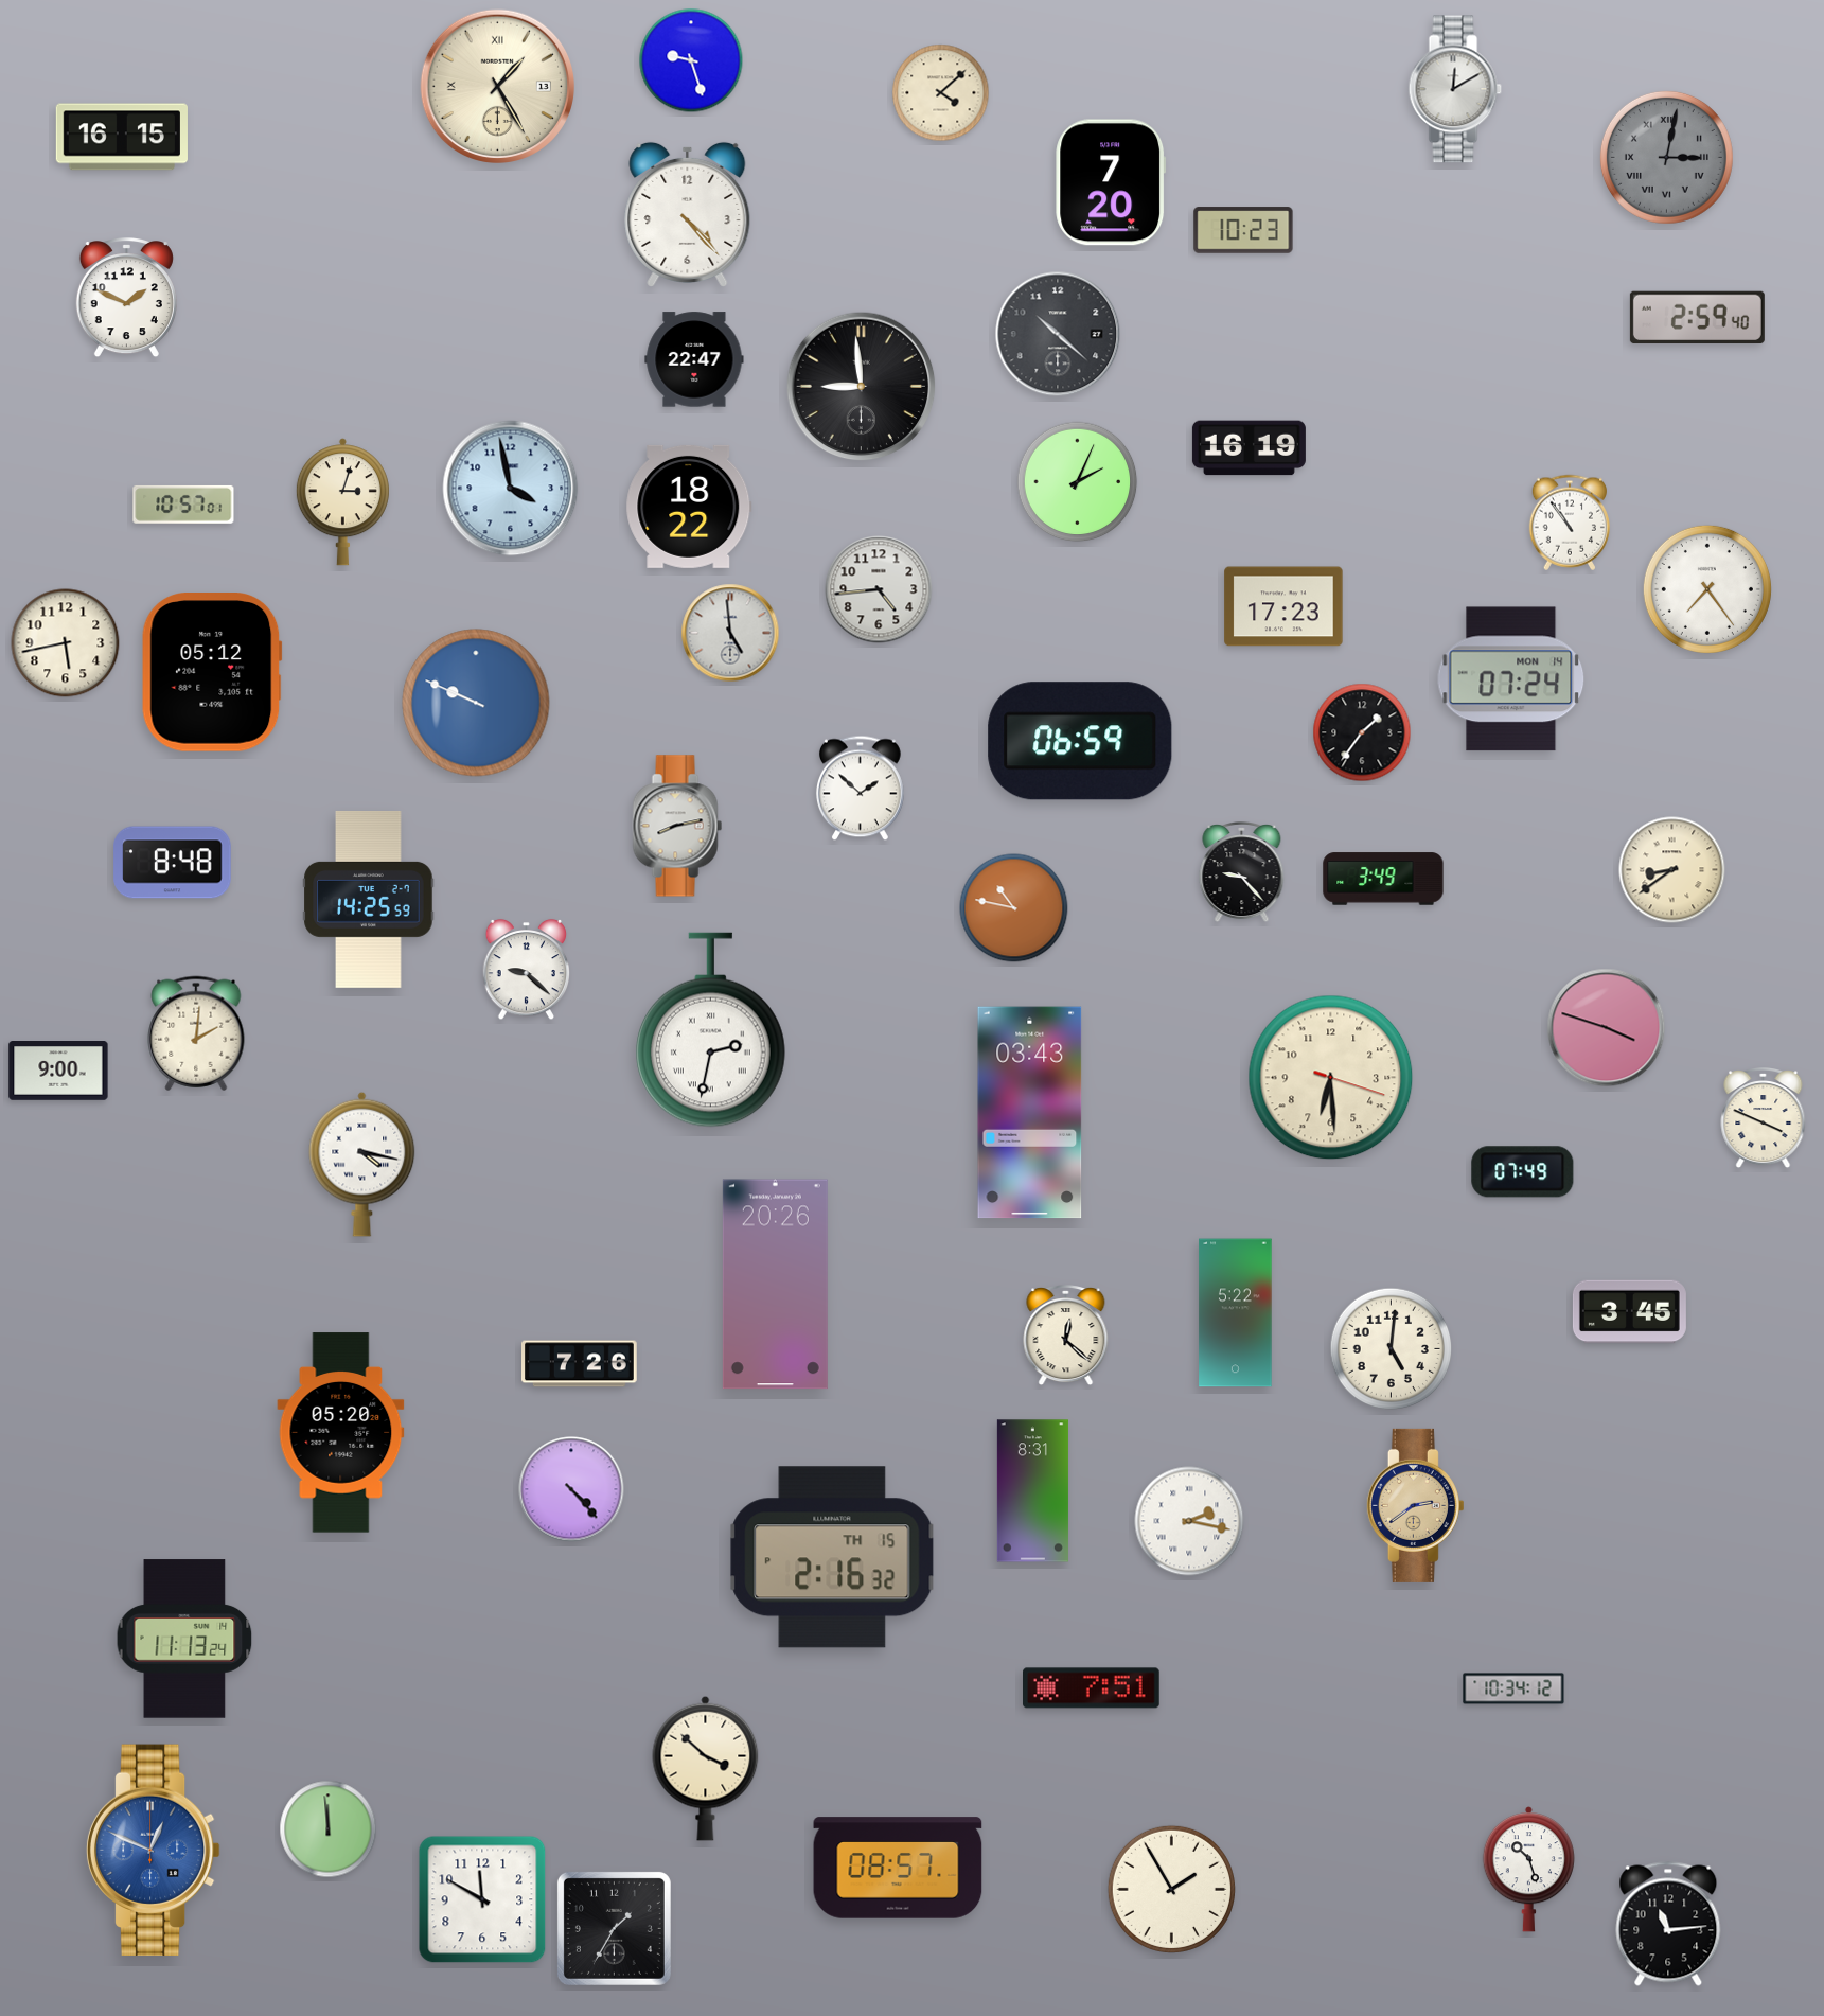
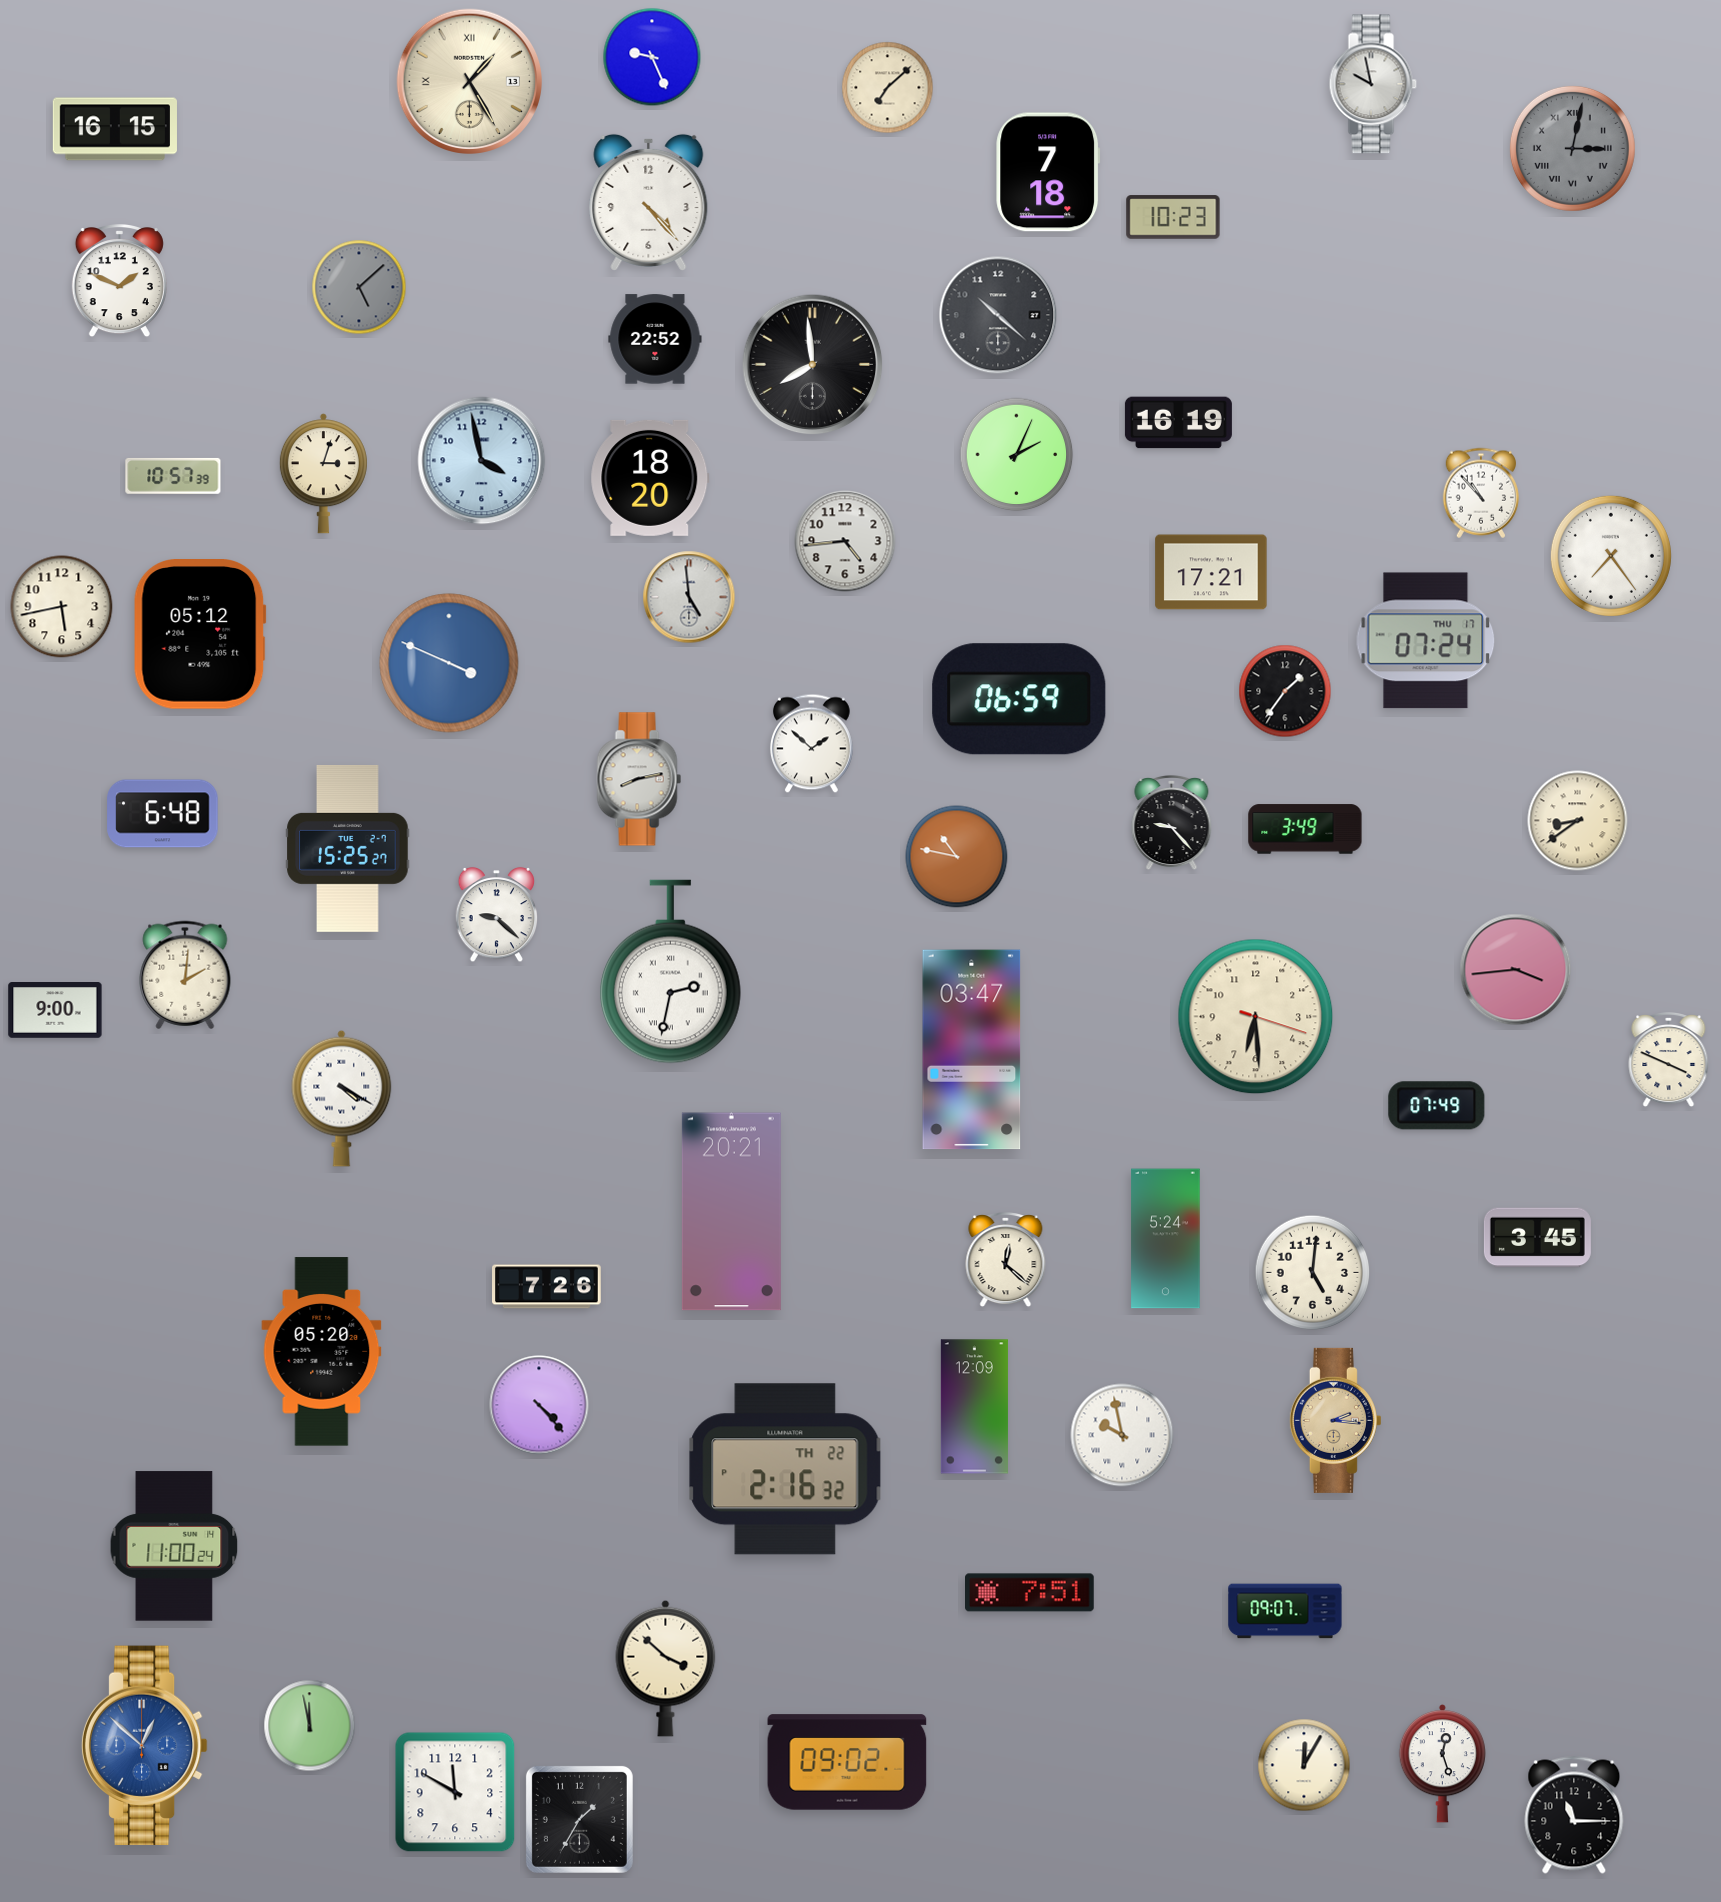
clock at (691, 60): 9:27 -> 9:26
clock at (1455, 89): 12:10 -> 9:58
clock at (941, 93): 4:08 -> 7:08
clock at (1111, 182): 7:20 -> 7:18
clock at (359, 287): none -> 5:08
clock at (1697, 318): 2:59 -> none
clock at (694, 359): 22:47 -> 22:52
clock at (862, 387): 8:59 -> 7:59
clock at (183, 505): 10:57:01 -> 10:57:39
clock at (689, 507): 18:22 -> 18:20
clock at (1569, 523): 10:54 -> 10:53
clock at (879, 589) position: (879, 589) -> (845, 541)
clock at (1283, 606): 17:23 -> 17:21
clock at (1511, 679) date: MON 14 -> THU 17
clock at (476, 703): 9:49 -> 3:49
clock at (173, 863): 8:48 -> 6:48
clock at (369, 899): 14:25 -> 15:25
clock at (1607, 1028): 3:48 -> 3:44
clock at (1030, 1113): 03:43 -> 03:47
clock at (1764, 1119) position: (1764, 1119) -> (1669, 1061)
clock at (362, 1164): 4:17 -> 4:20
clock at (775, 1285): 20:26 -> 20:21
clock at (1236, 1313): 5:22 -> 5:24
clock at (1032, 1491): 8:31 -> 12:09
clock at (1415, 1505): 2:39 -> 2:16
clock at (1189, 1521): 2:17 -> 9:58
clock at (832, 1557) date: TH 15 -> TH 22
clock at (184, 1639): 11:13 -> 11:00
clock at (1513, 1688): 10:34 -> none
clock at (1285, 1611): none -> 09:07
clock at (329, 1829): 11:59 -> 11:58
clock at (153, 1851): 12:49 -> 12:52
clock at (898, 1868): 08:57 -> 09:02
clock at (1528, 1870): 10:27 -> 12:27
clock at (1304, 1765): none -> 12:05
clock at (1171, 1889): 1:55 -> none
clock at (1668, 1924): 11:14 -> 11:15
